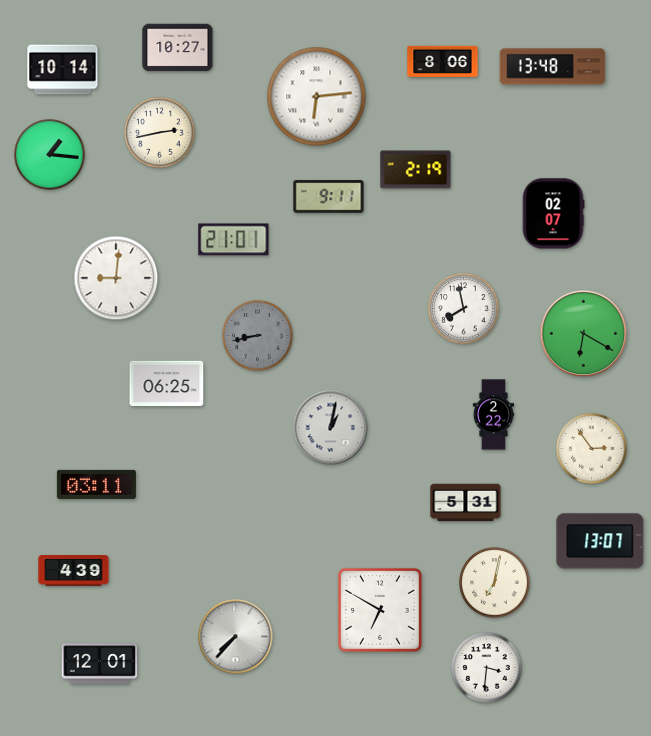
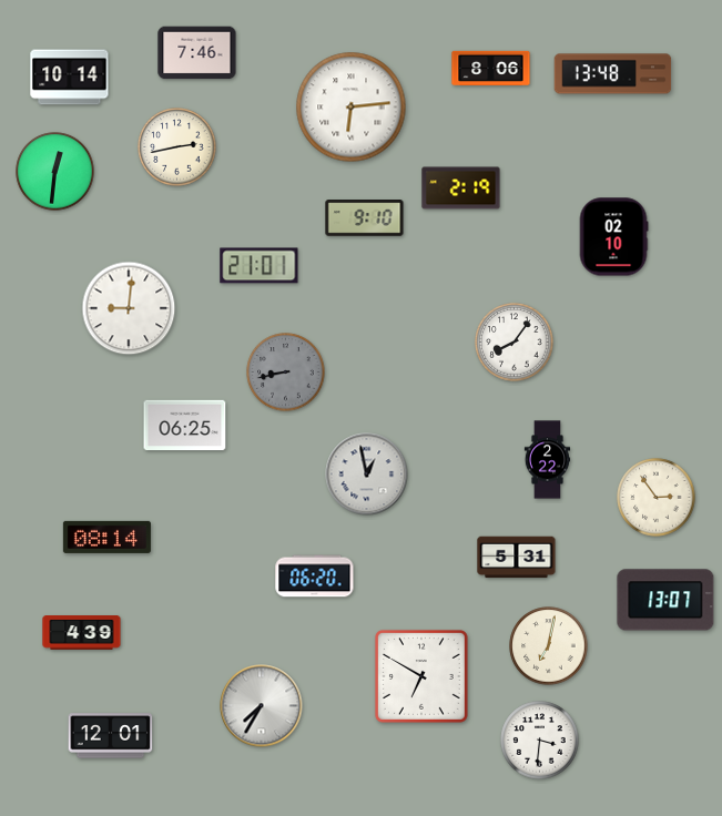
clock at (178, 48): 10:27 -> 7:46
clock at (50, 155): 1:16 -> 12:31
clock at (329, 197): 9:11 -> 9:10
clock at (553, 214): 02:07 -> 02:10
clock at (464, 309): 7:58 -> 8:06
clock at (584, 334): 6:20 -> none
clock at (331, 428): 1:02 -> 12:58
clock at (96, 484): 03:11 -> 08:14
clock at (315, 577): none -> 06:20
clock at (236, 637): 7:37 -> 7:35
